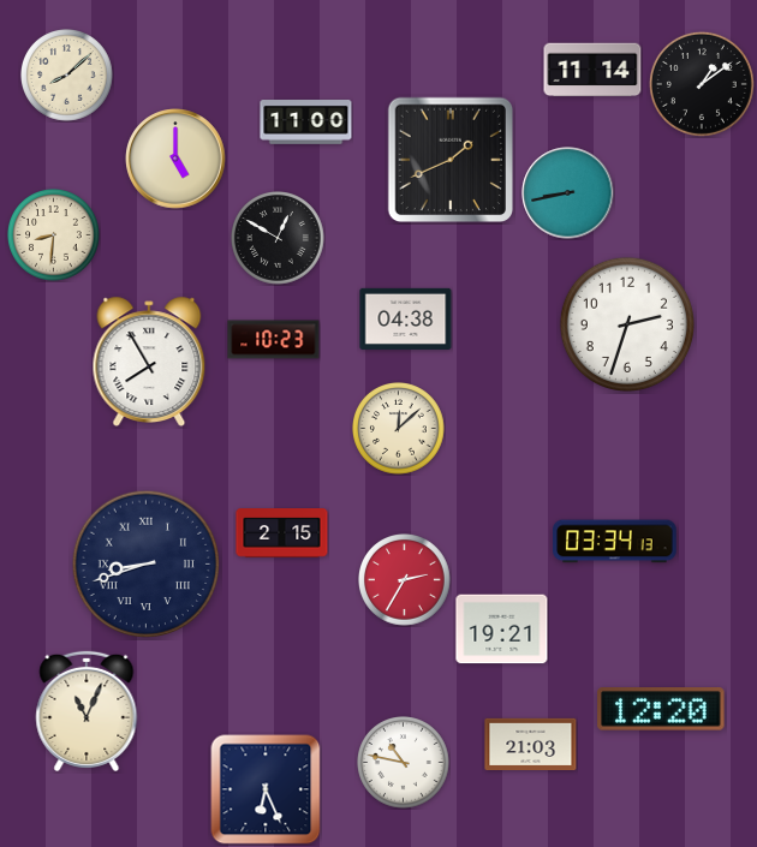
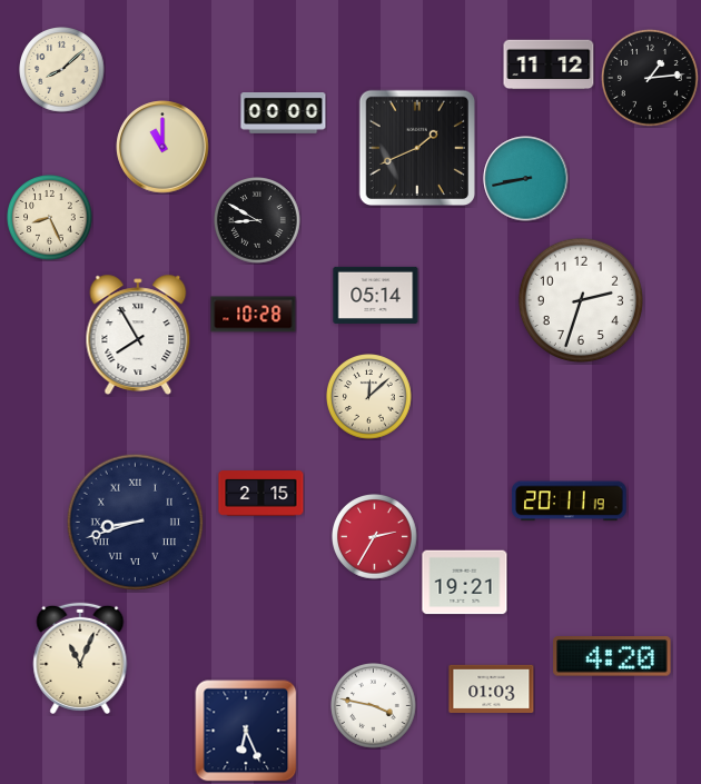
clock at (592, 70): 11:14 -> 11:12
clock at (702, 84): 1:09 -> 1:14
clock at (306, 123): 11:00 -> 00:00
clock at (175, 159): 5:00 -> 11:00
clock at (54, 235): 8:31 -> 8:26
clock at (279, 239): 12:50 -> 8:50
clock at (406, 318): 04:38 -> 05:14
clock at (274, 340): 10:23 -> 10:28
clock at (615, 542): 03:34 -> 20:11
clock at (661, 709): 12:20 -> 4:20
clock at (531, 744): 21:03 -> 01:03
clock at (404, 763): 10:47 -> 3:47
